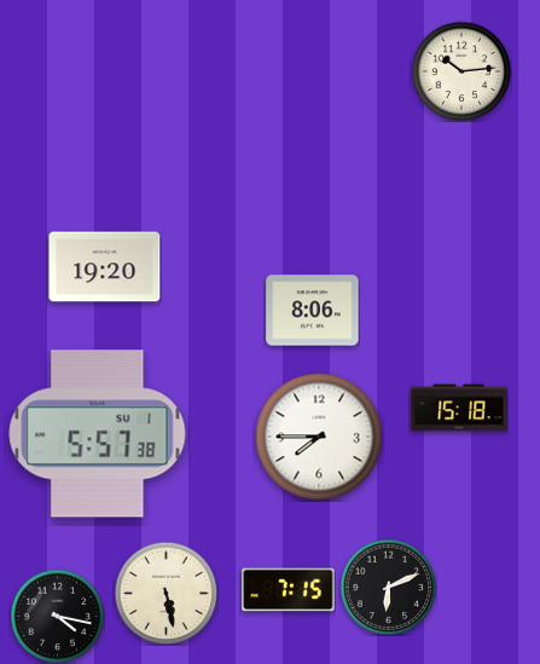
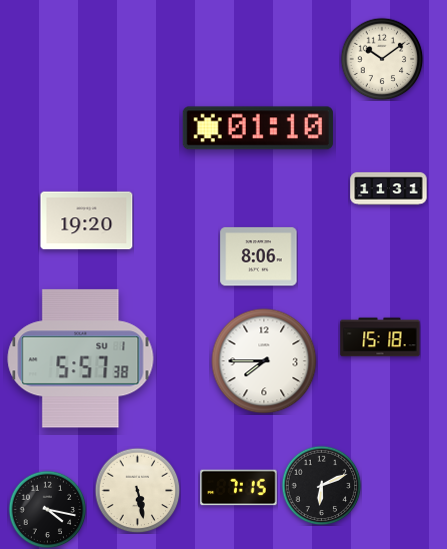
clock at (461, 71): 10:14 -> 10:09
clock at (258, 128): none -> 01:10
clock at (389, 189): none -> 11:31
